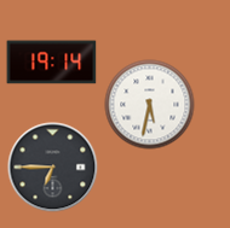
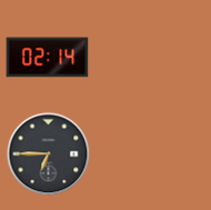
clock at (52, 63): 19:14 -> 02:14
clock at (150, 105): 5:32 -> none
